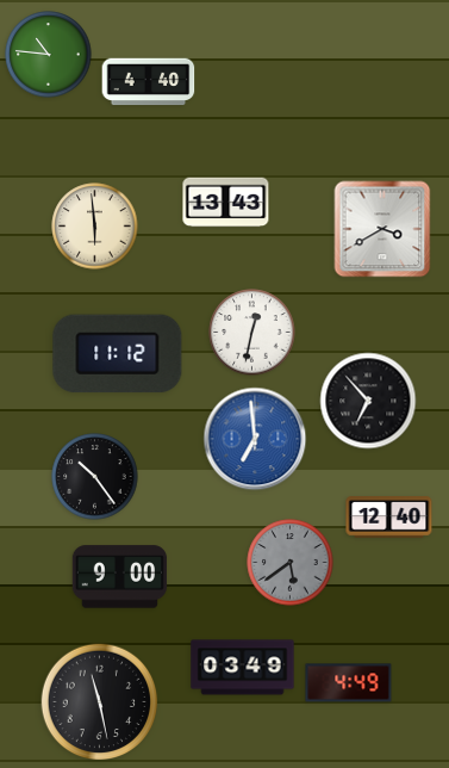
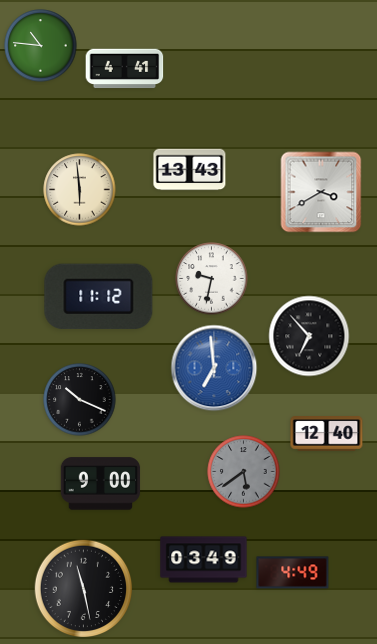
clock at (149, 82): 4:40 -> 4:41
clock at (252, 333): 12:32 -> 9:32
clock at (95, 477): 10:24 -> 10:19
